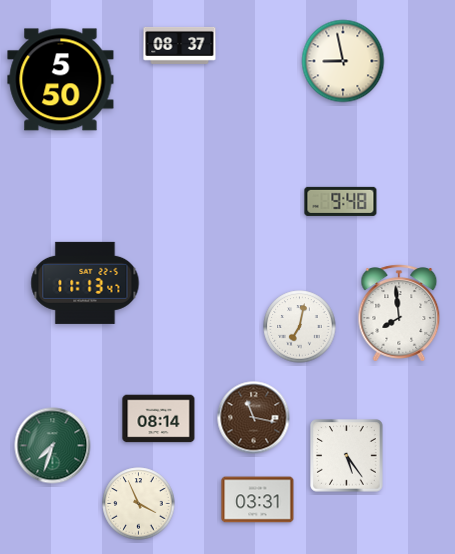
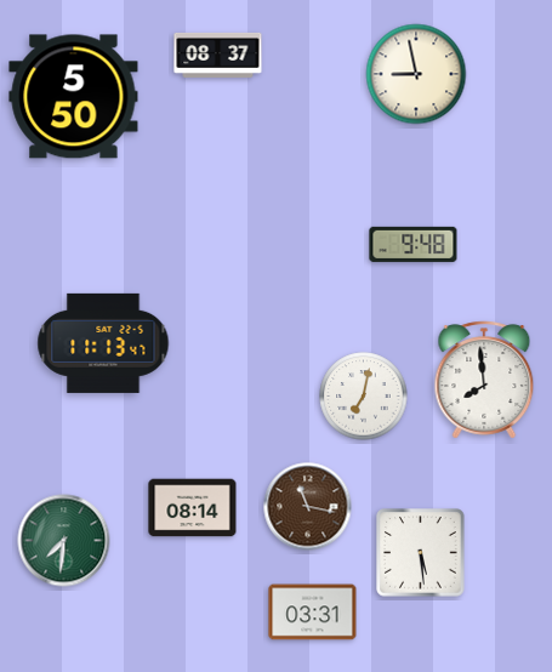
clock at (53, 446): 7:33 -> 7:31
clock at (347, 456): 5:24 -> 5:29
clock at (258, 500) position: (258, 500) -> (313, 613)
clock at (139, 504): 3:56 -> none
